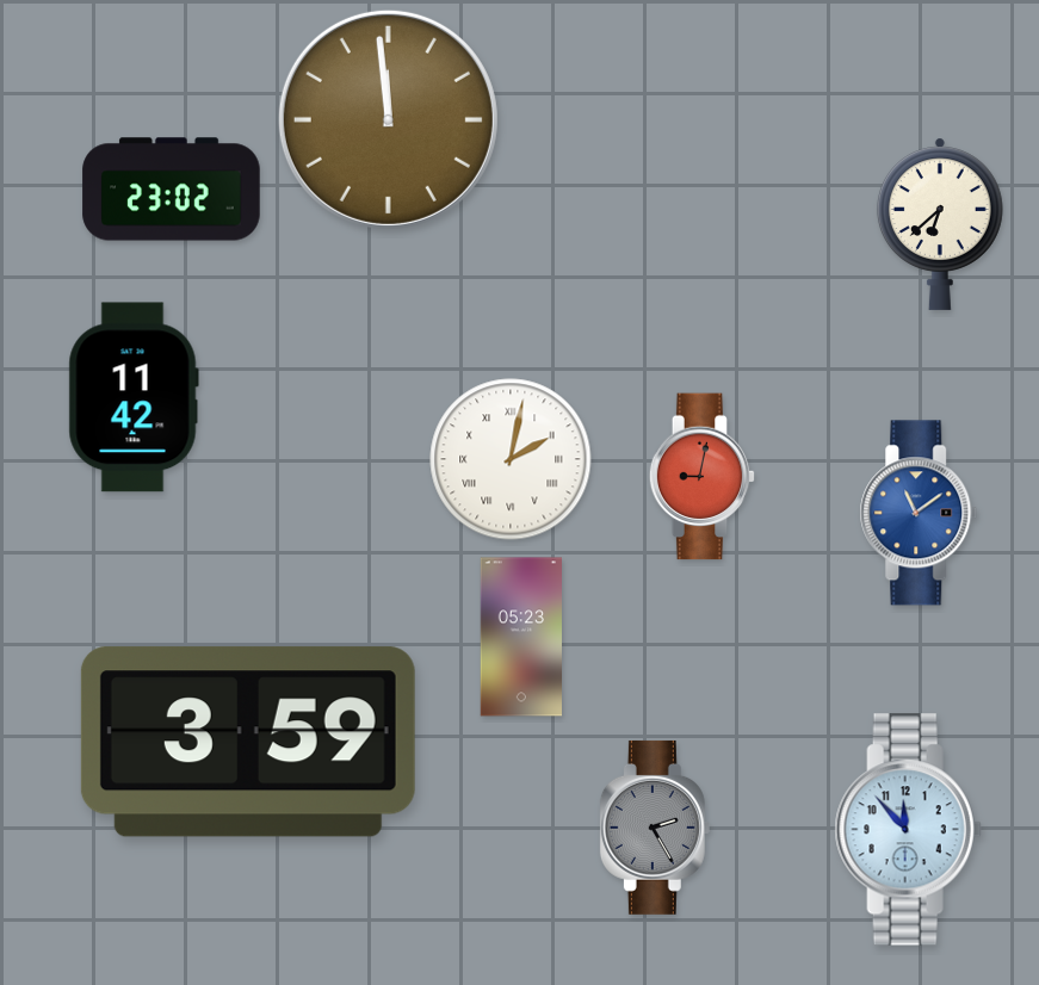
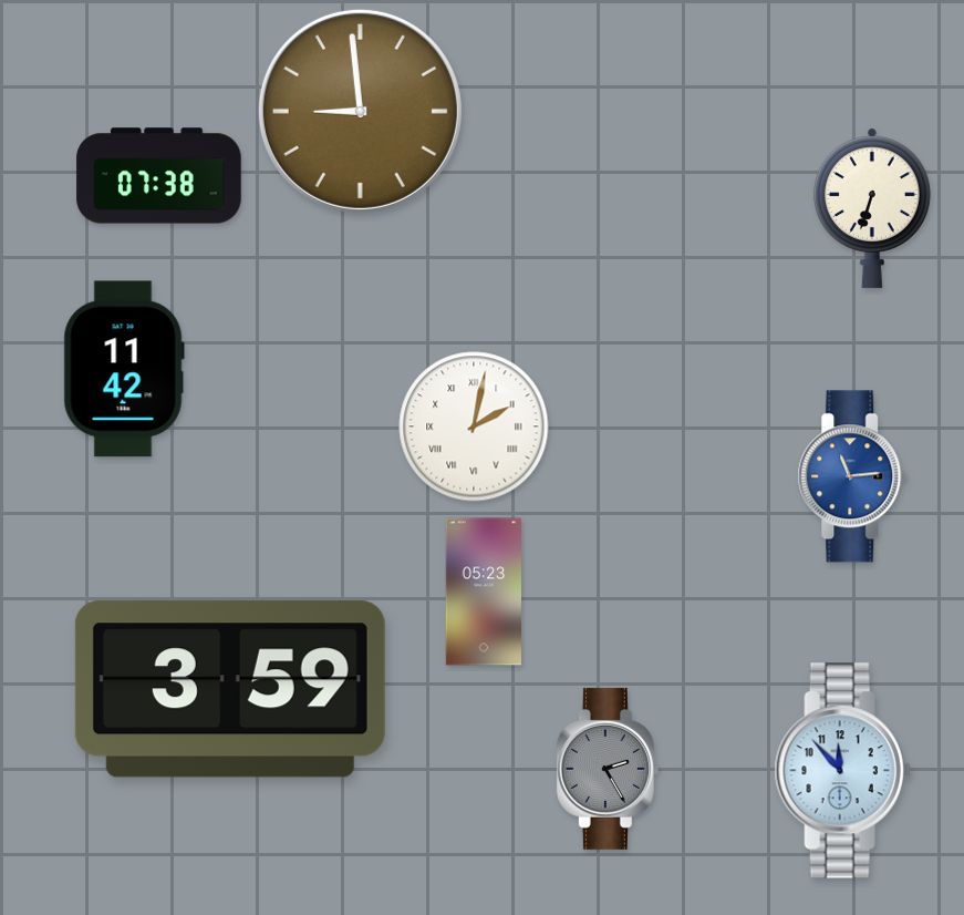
clock at (388, 119): 11:59 -> 8:59
clock at (172, 190): 23:02 -> 07:38
clock at (940, 224): 6:38 -> 6:33
clock at (703, 477): 9:02 -> none
clock at (919, 513): 11:09 -> 11:14
